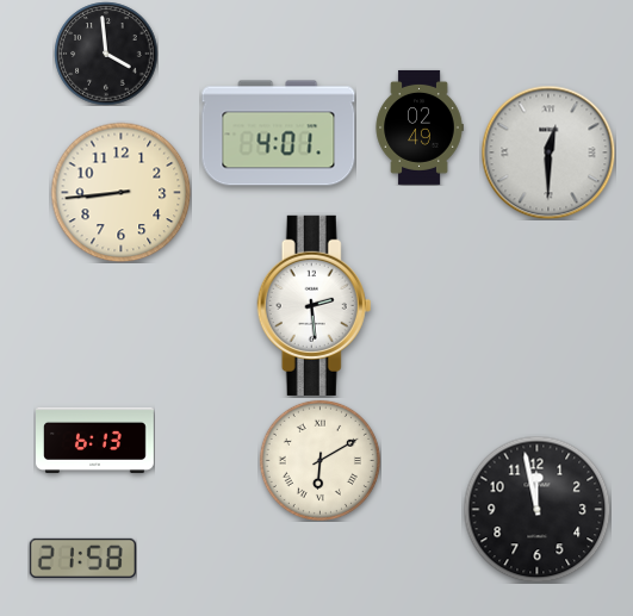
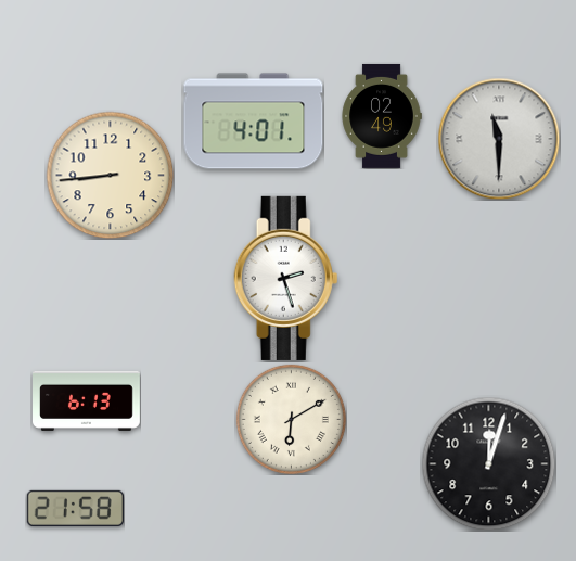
clock at (106, 54): 3:59 -> none
clock at (548, 153): 12:30 -> 11:30
clock at (315, 305): 2:29 -> 2:27
clock at (536, 509): 11:58 -> 12:03
